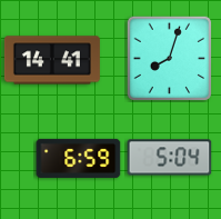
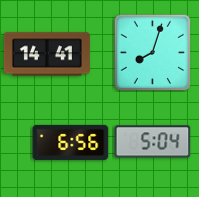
clock at (79, 158): 6:59 -> 6:56
